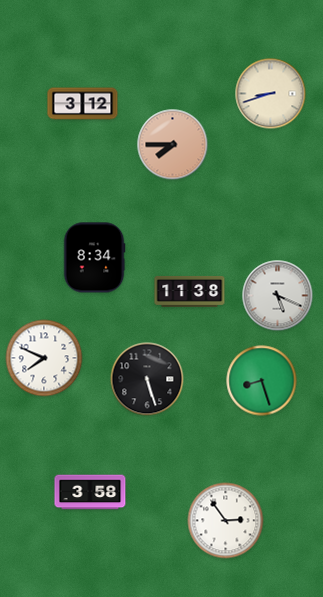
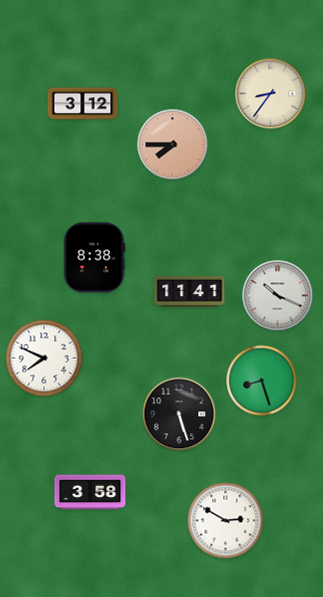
clock at (271, 94): 8:42 -> 8:36
clock at (94, 258): 8:34 -> 8:38
clock at (190, 291): 11:38 -> 11:41
clock at (278, 296): 5:19 -> 10:19
clock at (147, 379) position: (147, 379) -> (179, 414)
clock at (226, 521): 2:54 -> 2:50
